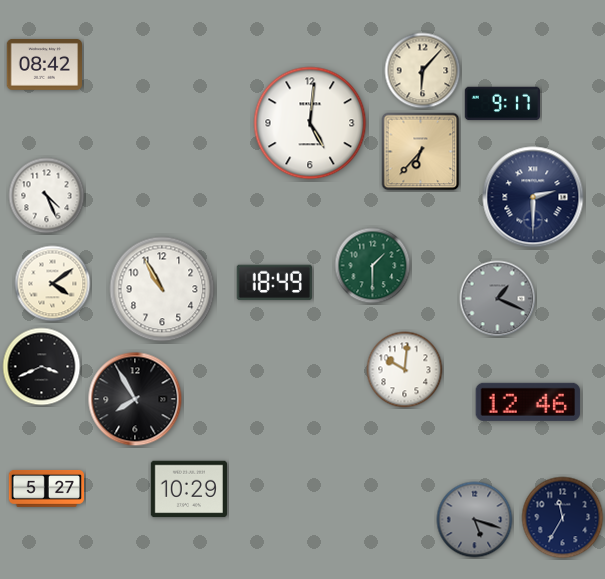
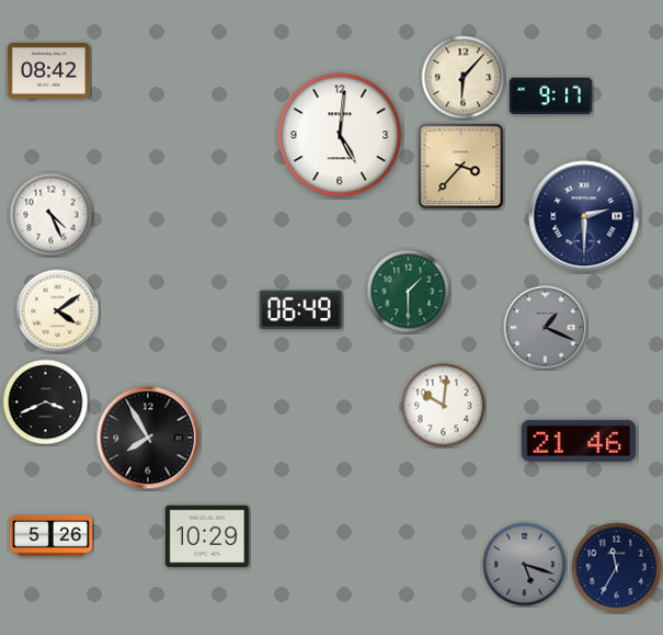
clock at (502, 104) position: (502, 104) -> (550, 97)
clock at (421, 152): 6:37 -> 3:37
clock at (274, 283): 18:49 -> 06:49
clock at (162, 289): 10:55 -> none
clock at (528, 402): 12:46 -> 21:46
clock at (46, 488): 5:27 -> 5:26
clock at (475, 520) position: (475, 520) -> (525, 565)
